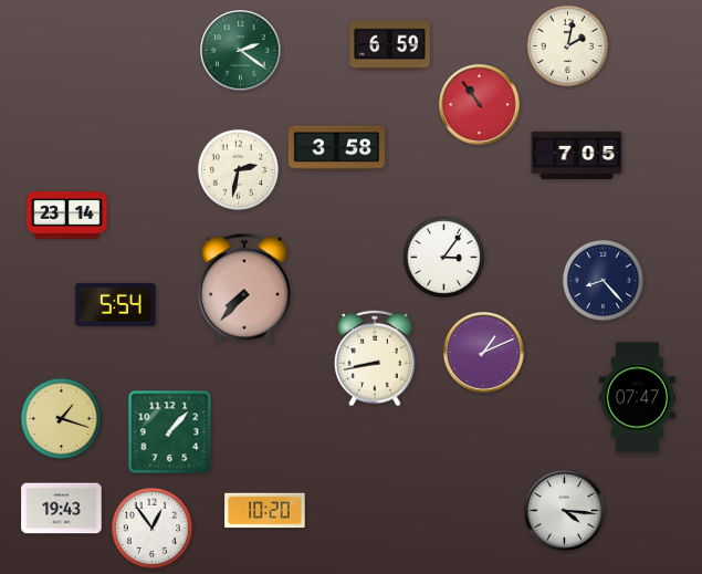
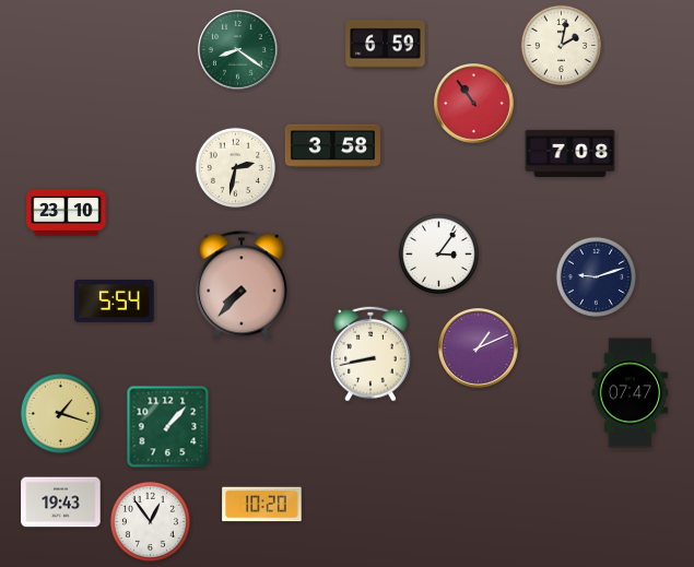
clock at (241, 51): 2:21 -> 8:21
clock at (577, 155): 7:05 -> 7:08
clock at (67, 216): 23:14 -> 23:10
clock at (603, 280): 8:23 -> 9:12
clock at (565, 511): 4:16 -> none
